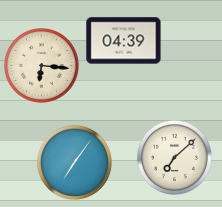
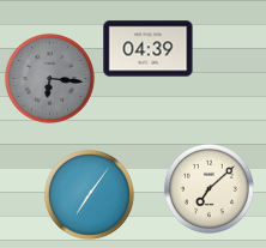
clock at (41, 65) dial: cream -> grey
